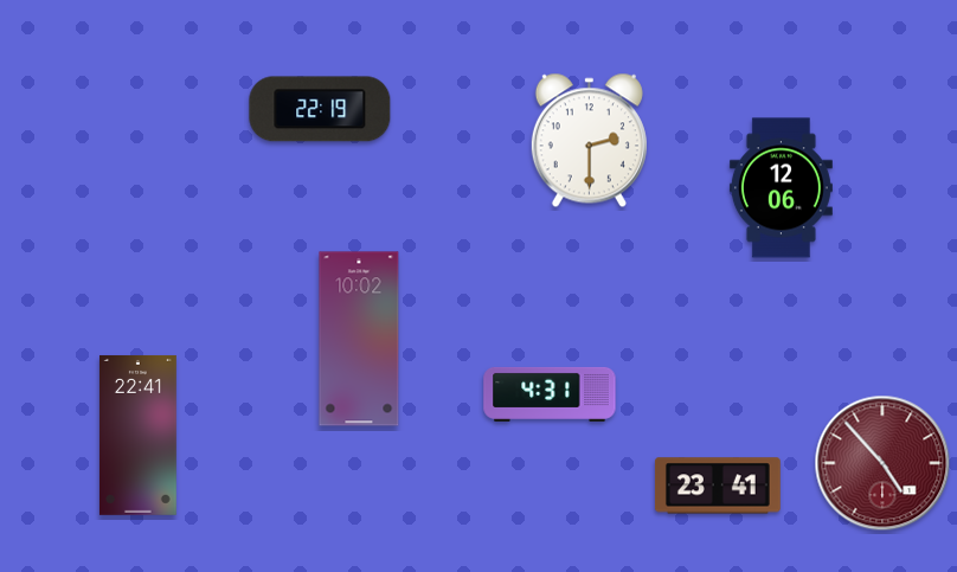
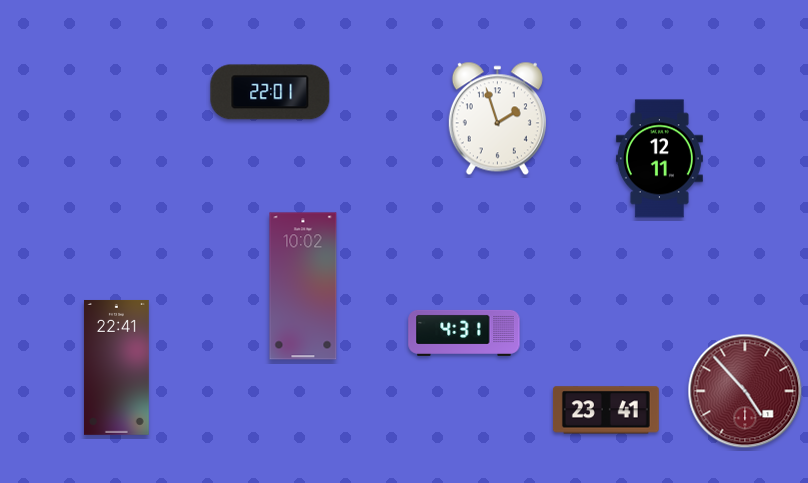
clock at (320, 109): 22:19 -> 22:01
clock at (589, 141): 2:30 -> 1:57
clock at (781, 188): 12:06 -> 12:11
